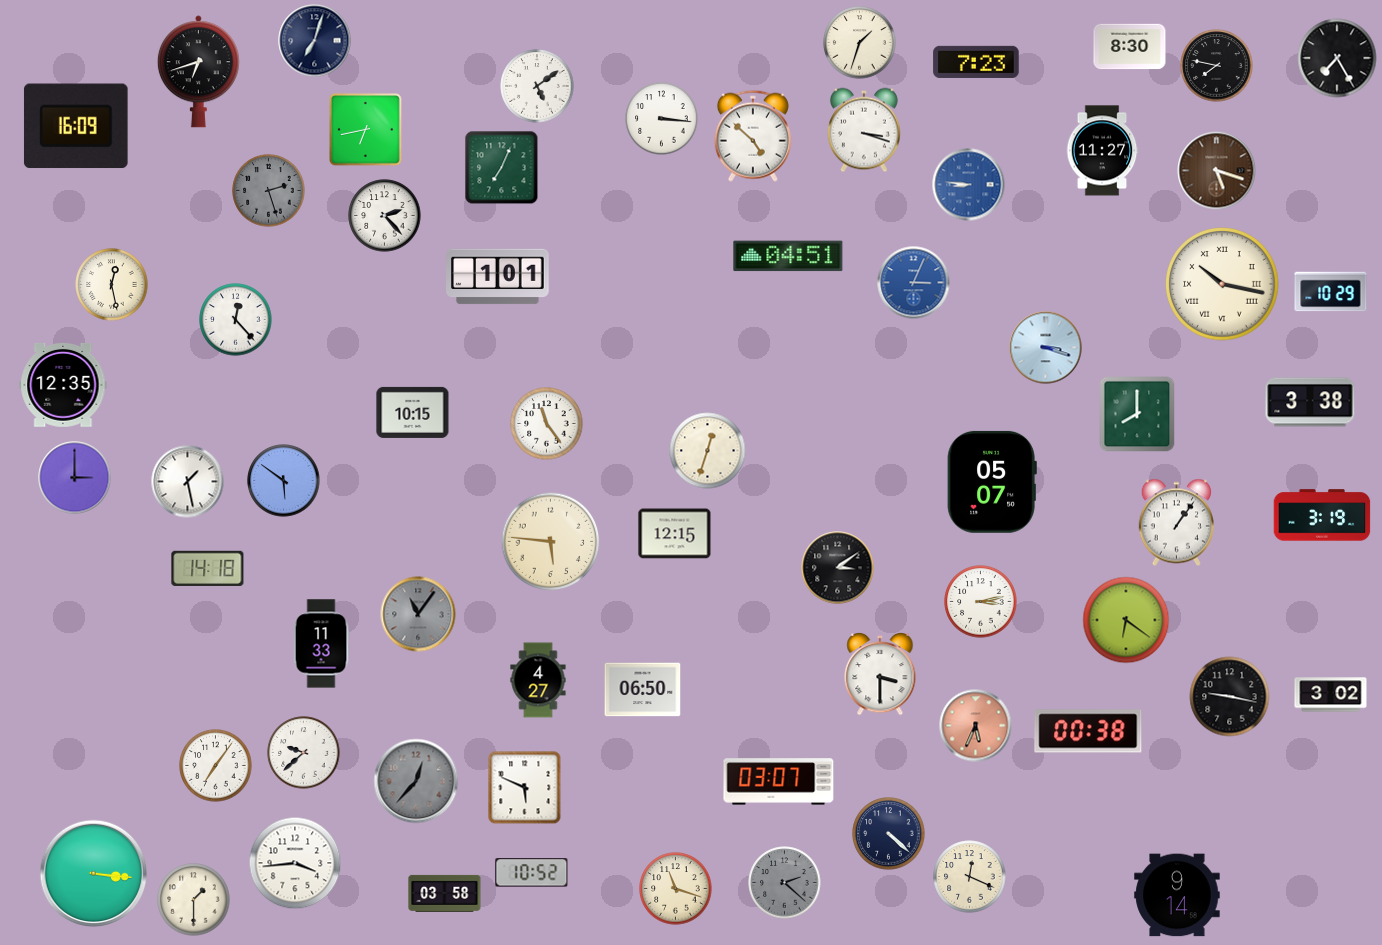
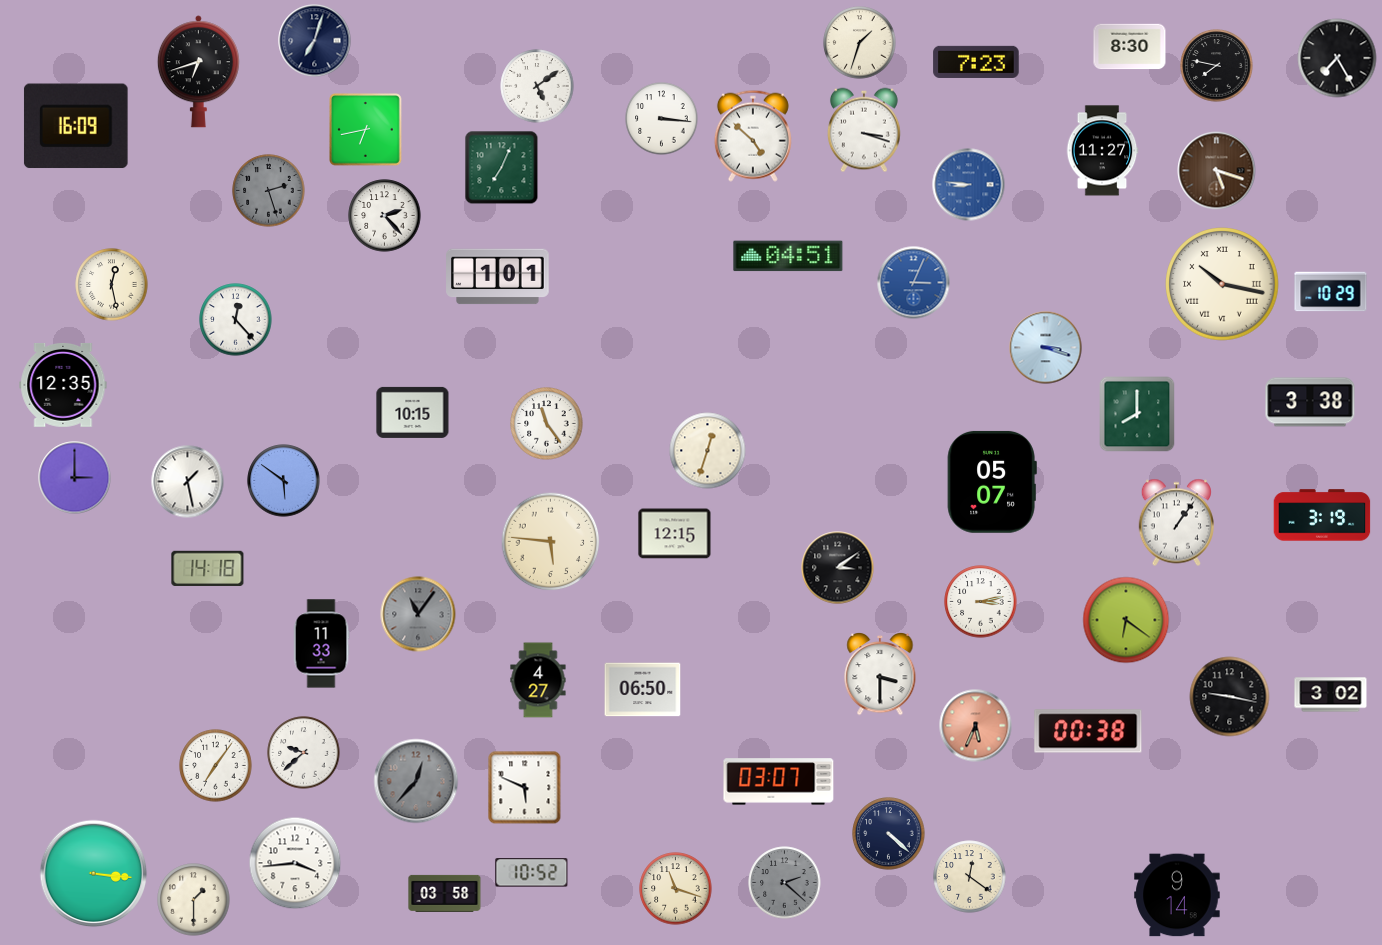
clock at (970, 877): 12:19 -> 12:21
